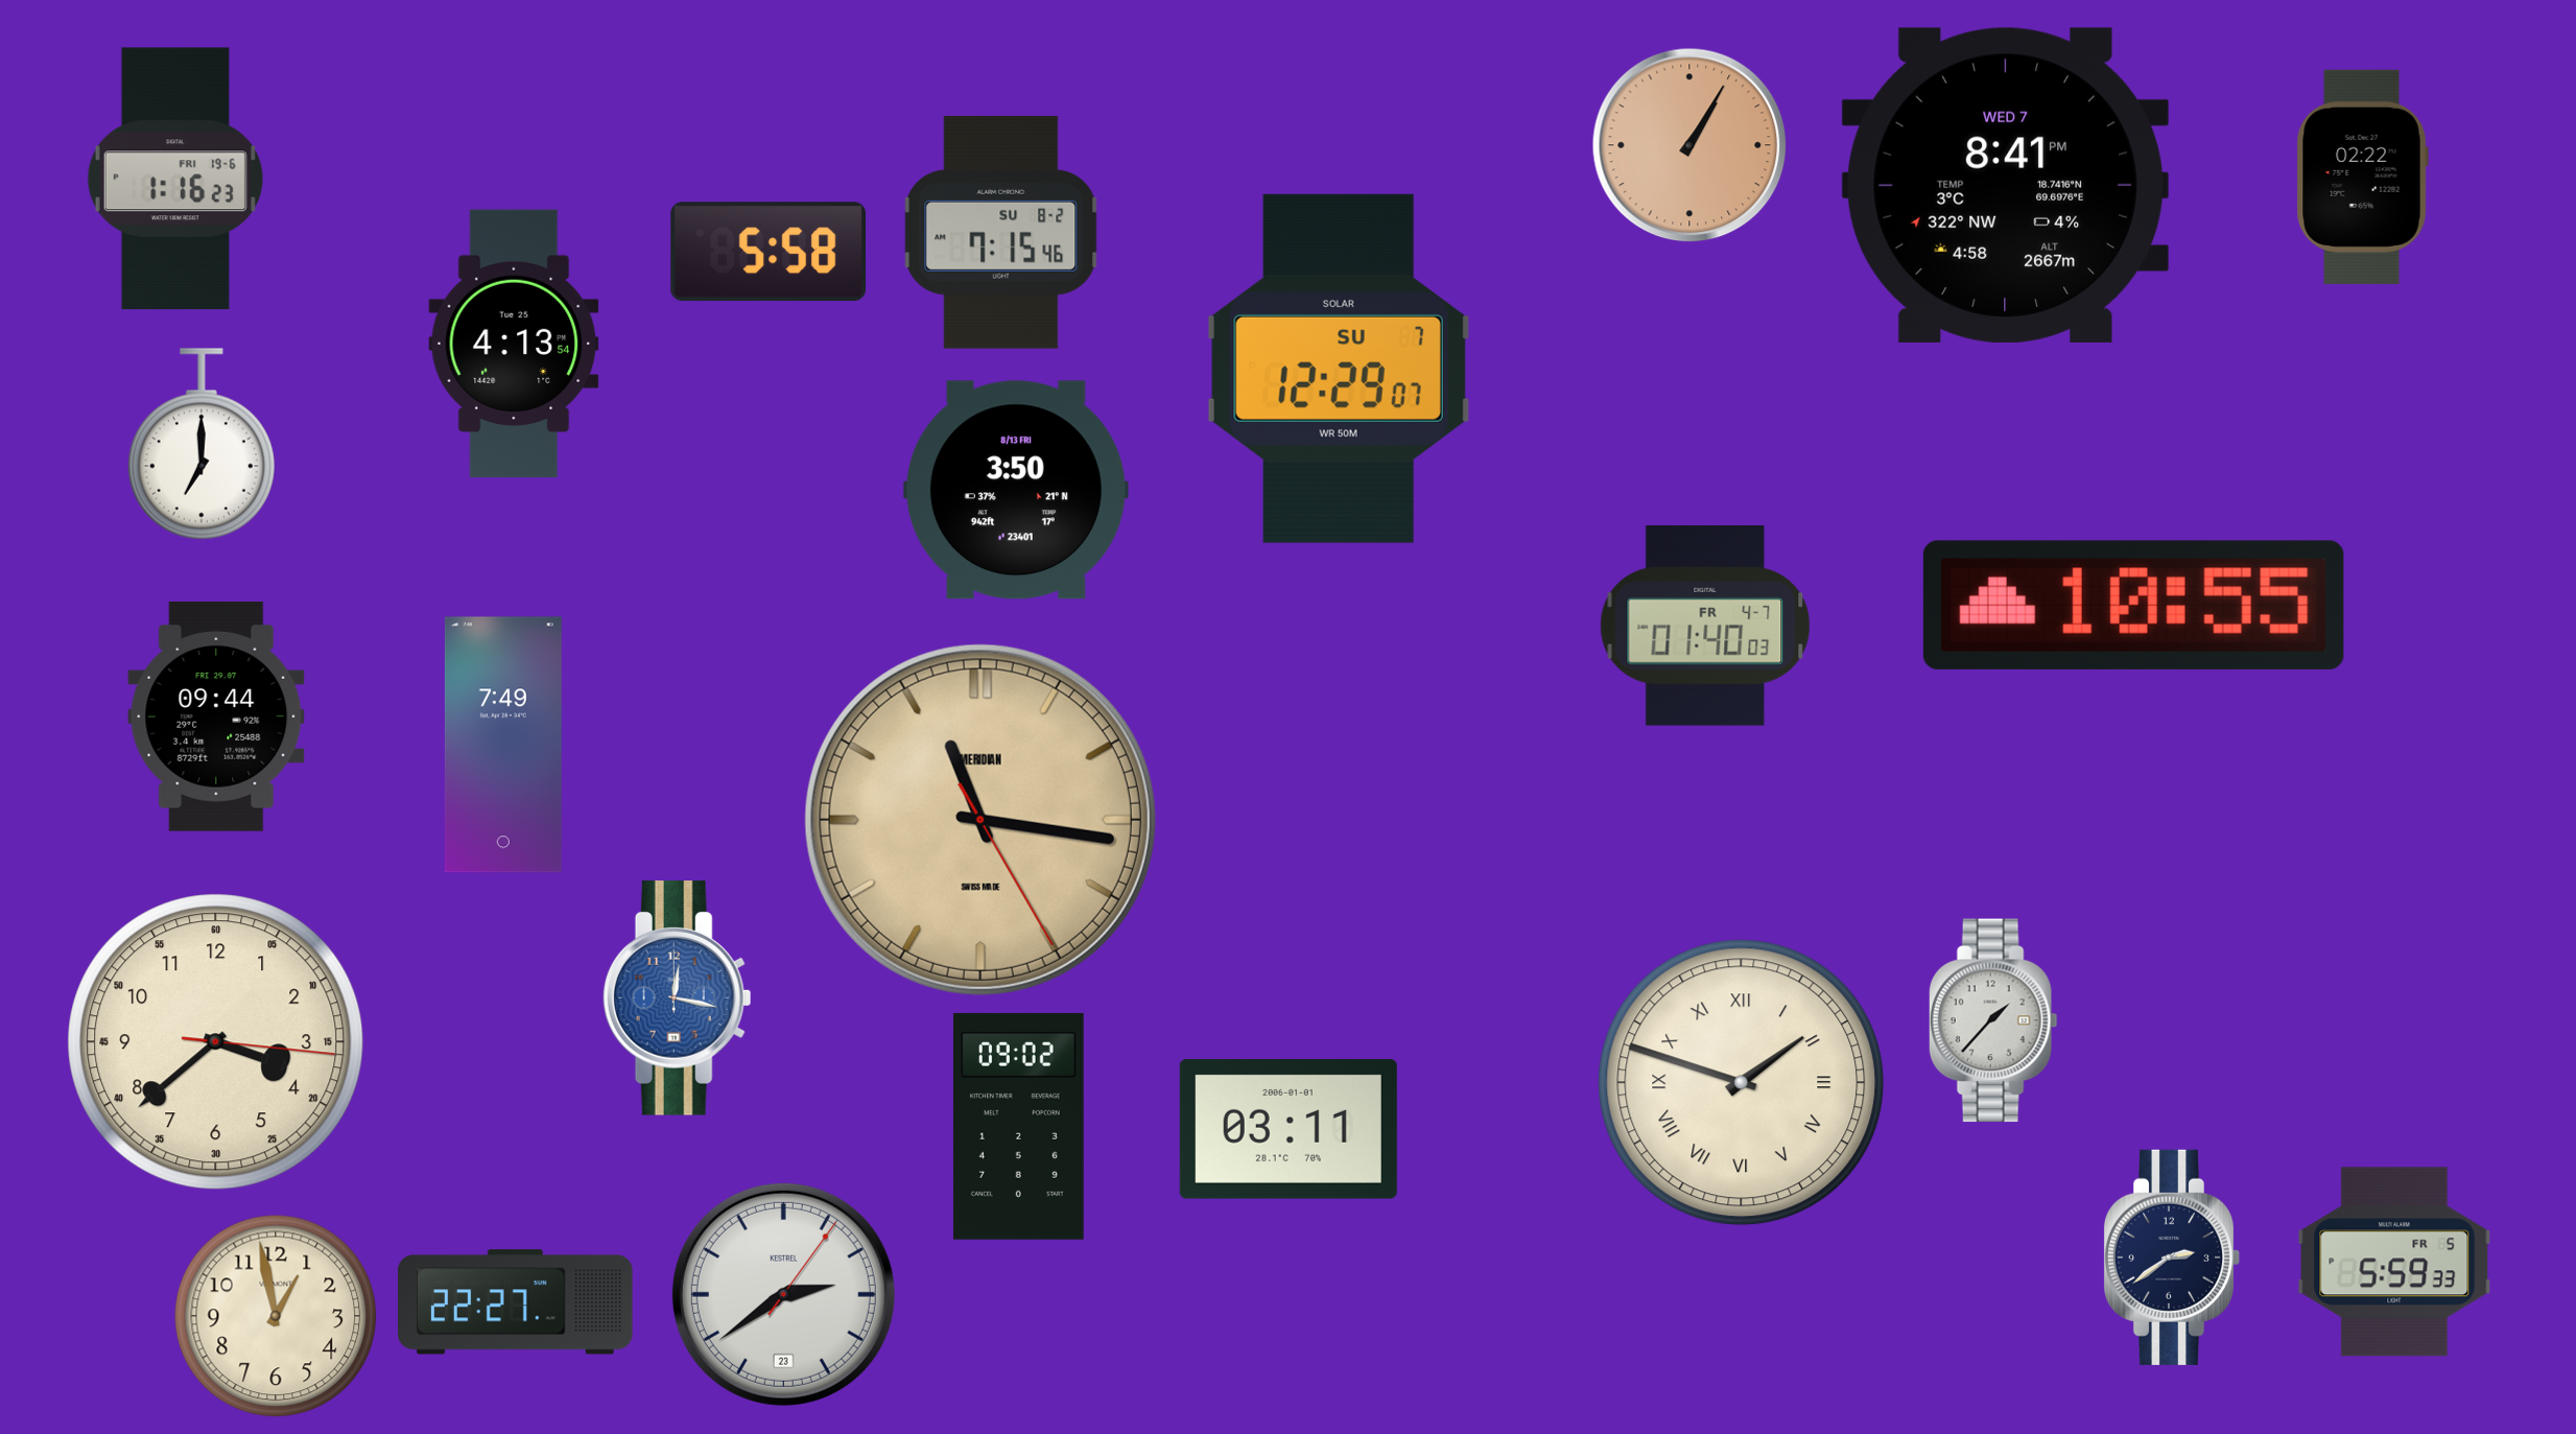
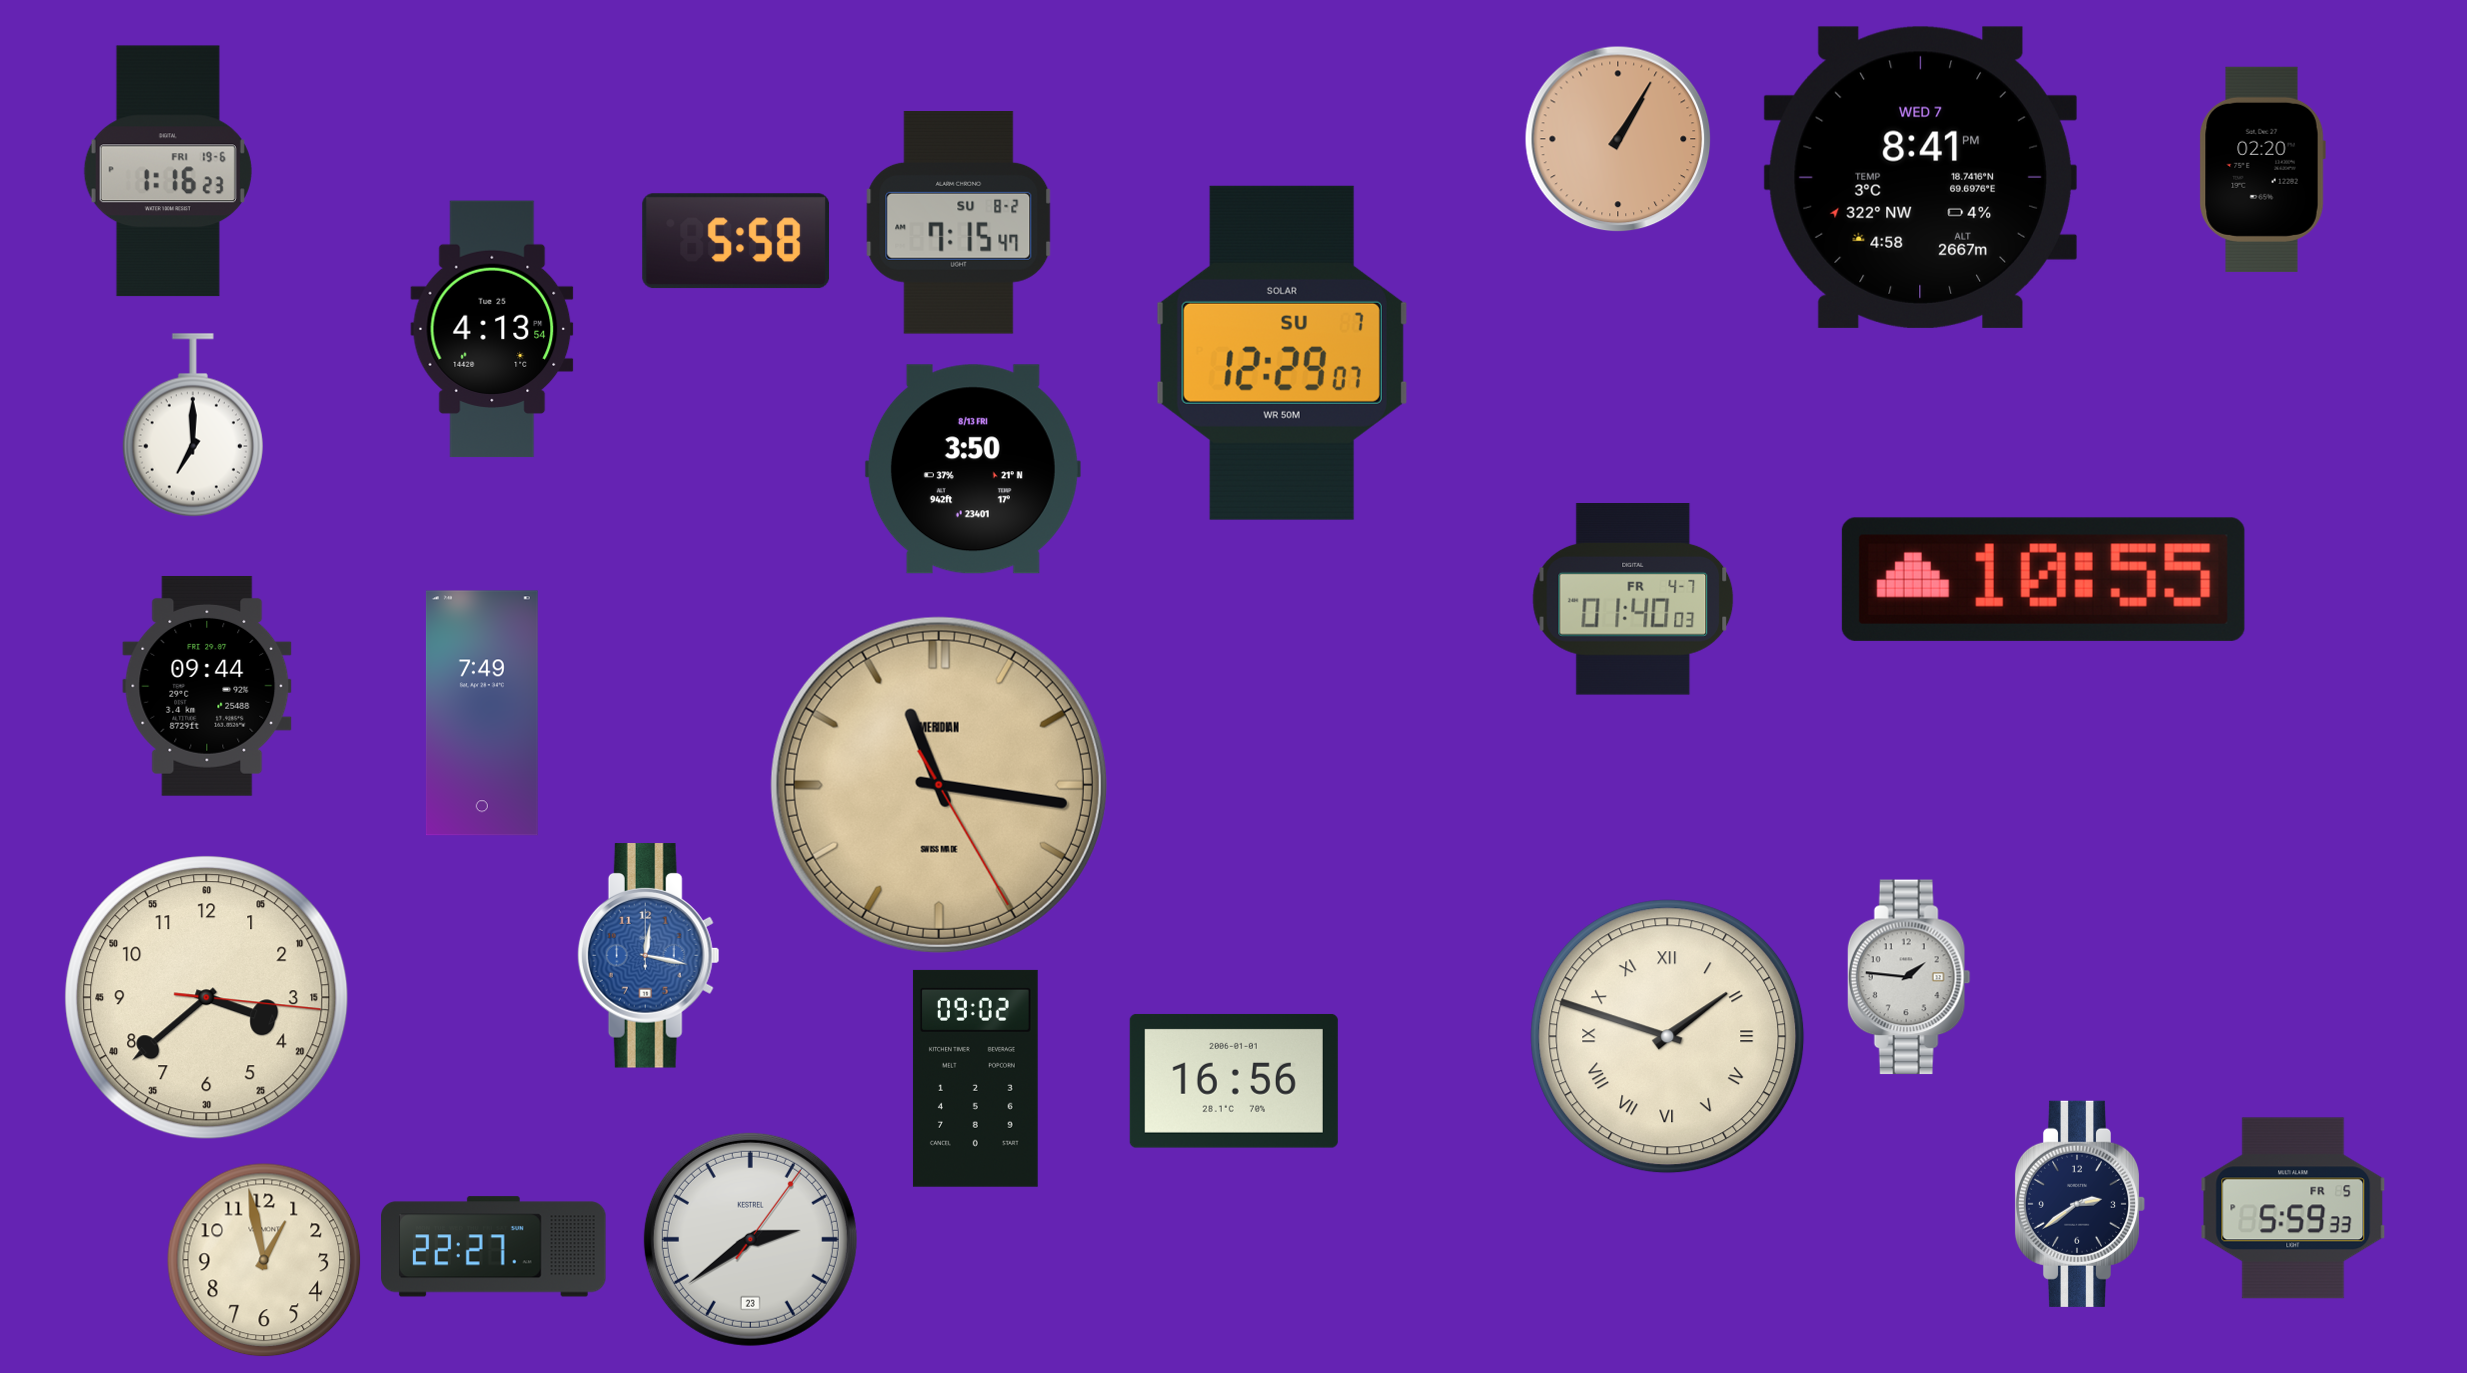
clock at (2362, 177): 02:22 -> 02:20
clock at (1001, 233): 7:15:46 -> 7:15:47
clock at (1993, 1020): 1:37 -> 1:46
clock at (1289, 1129): 03:11 -> 16:56
